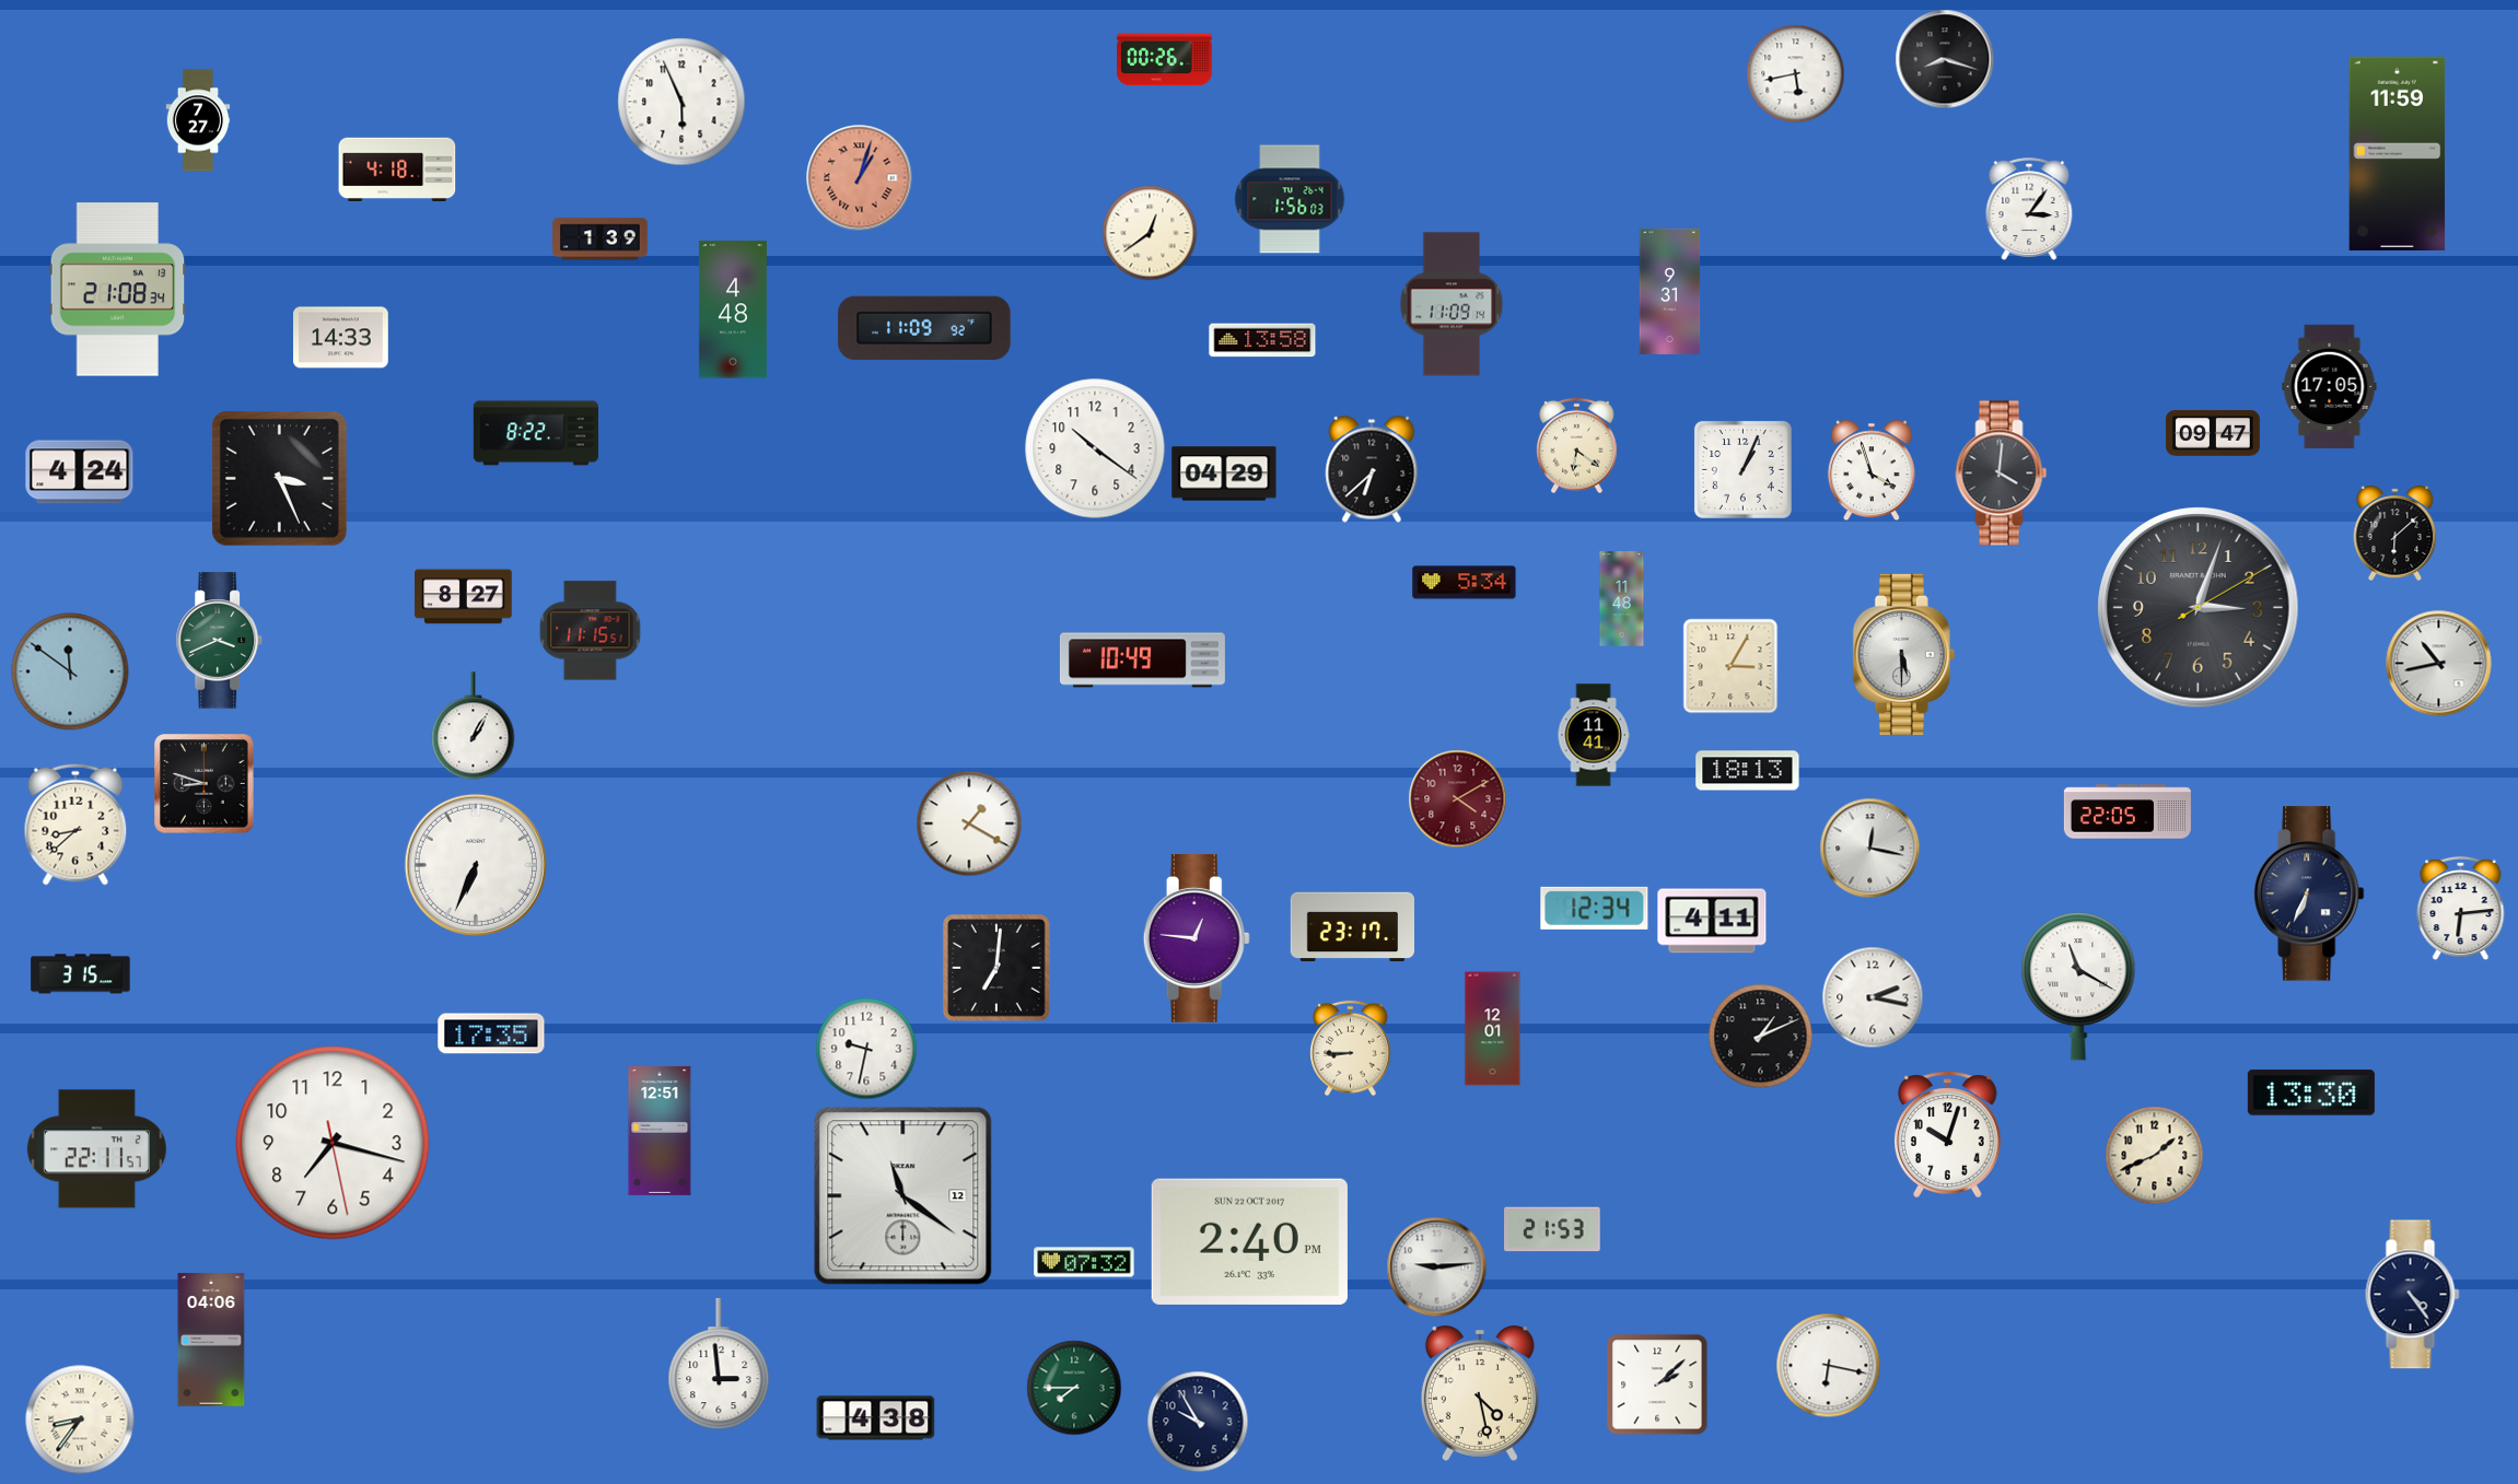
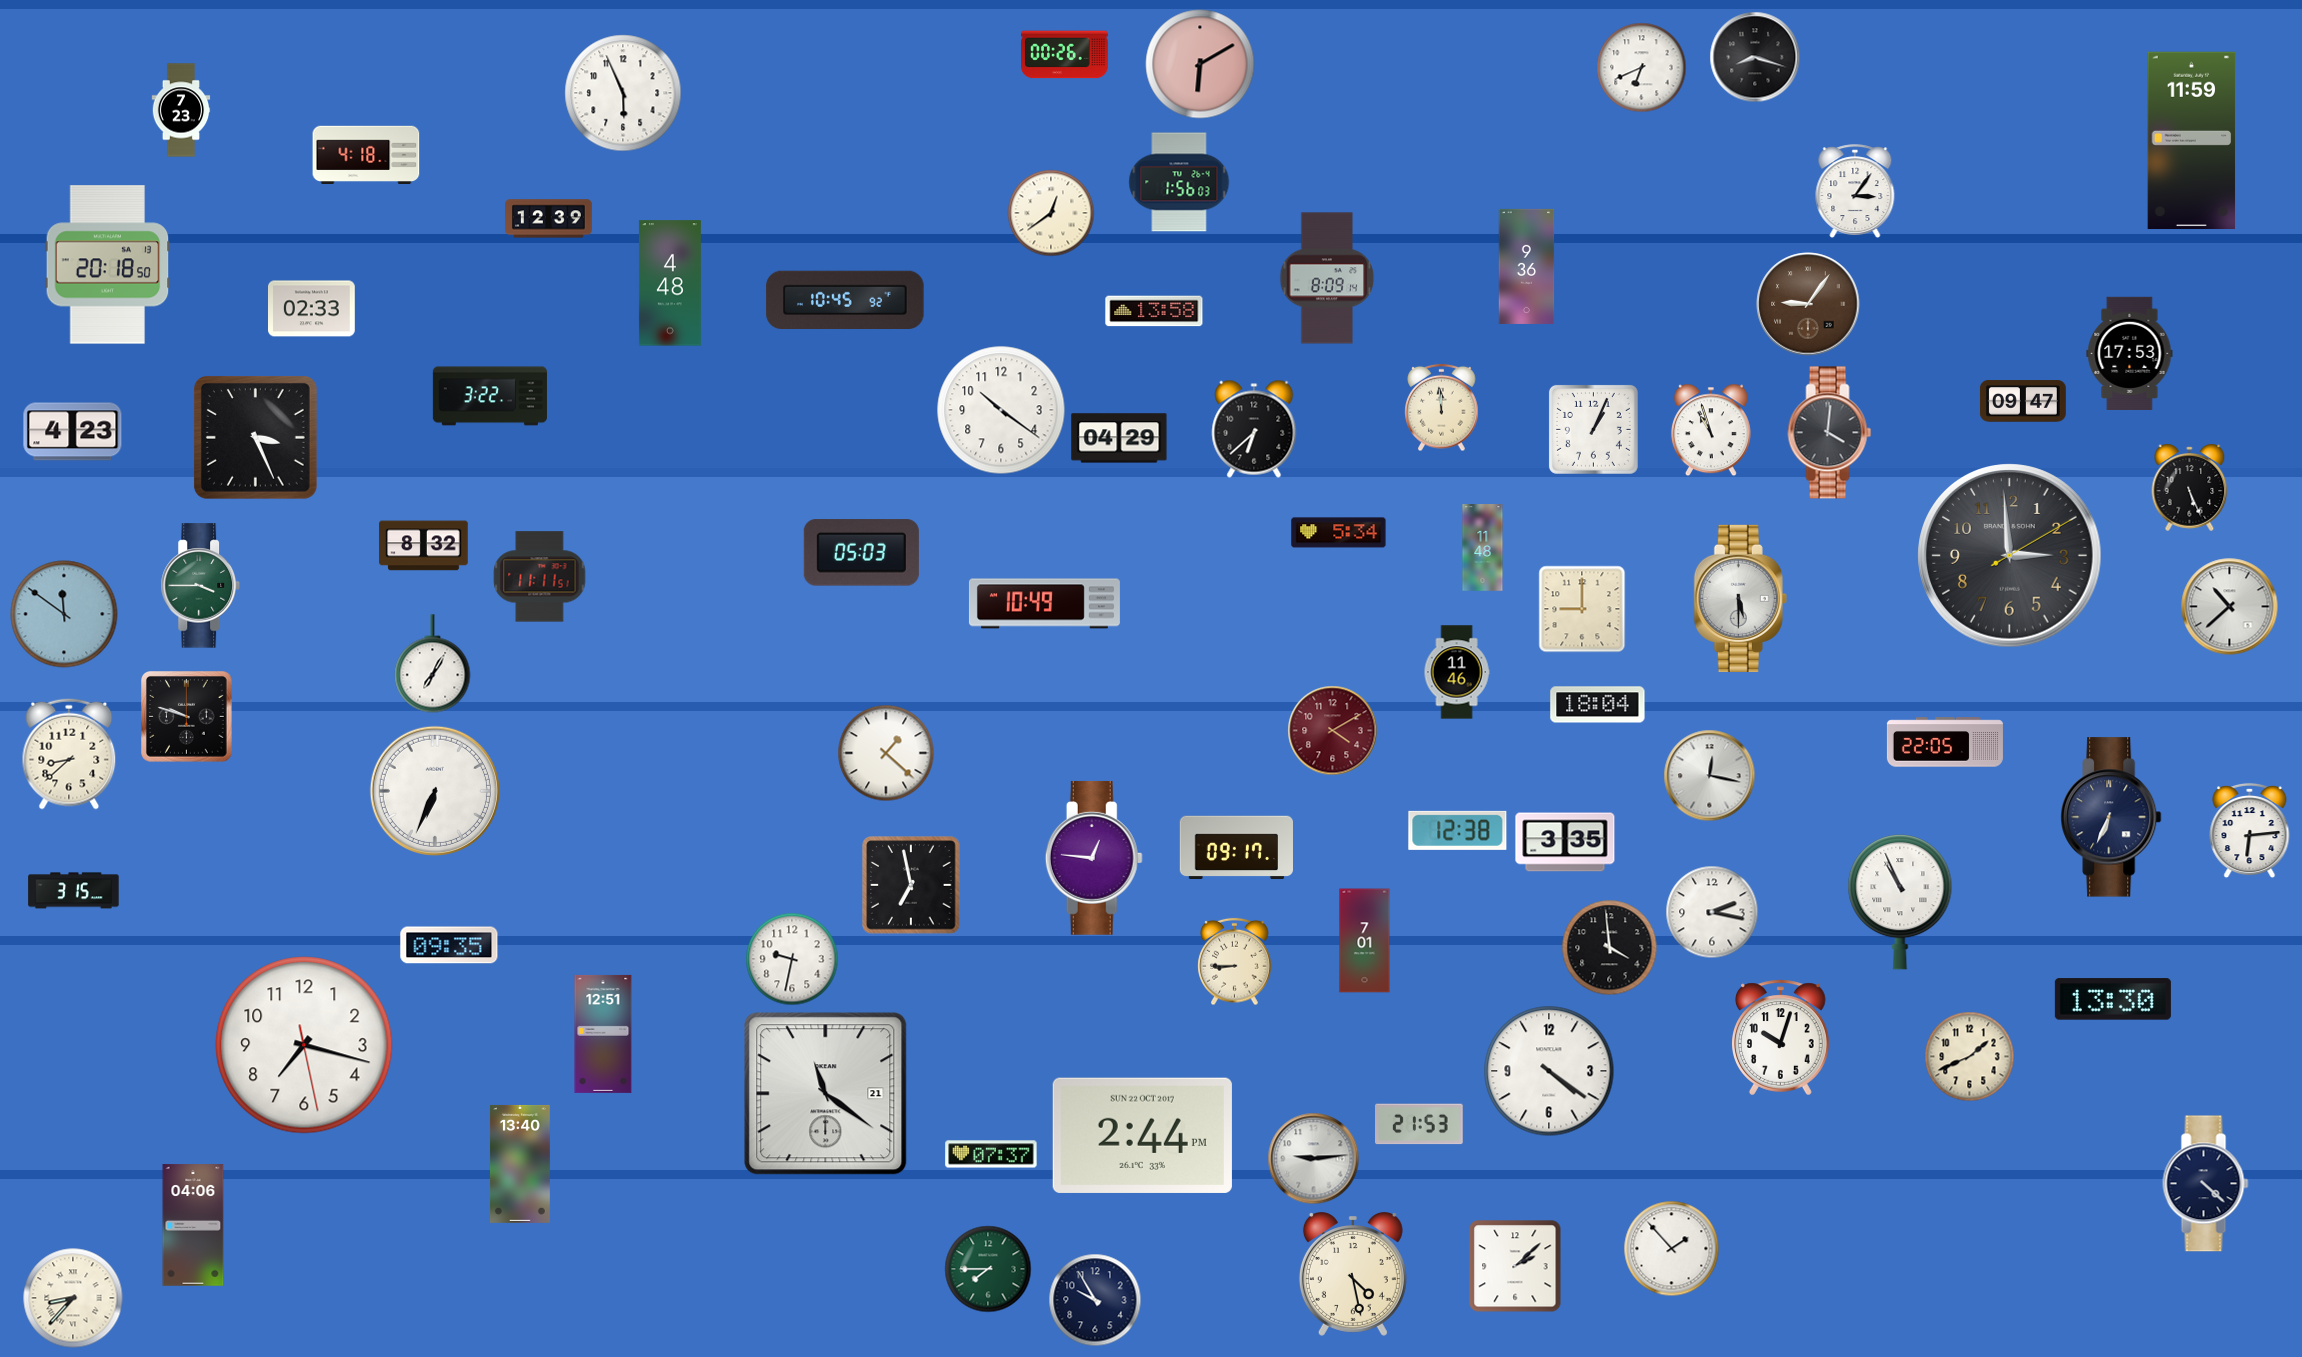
clock at (1945, 59) position: (1945, 59) -> (1755, 57)
clock at (1200, 64): none -> 6:10
clock at (1796, 74): 5:43 -> 6:41
clock at (198, 120): 7:27 -> 7:23
clock at (397, 168) position: (397, 168) -> (366, 154)
clock at (860, 178): 1:03 -> none
clock at (601, 239): 1:39 -> 12:39
clock at (118, 290): 21:08 -> 20:18
clock at (1670, 291): 9:31 -> 9:36
clock at (1452, 304): 11:09 -> 8:09
clock at (924, 327): 11:09 -> 10:45
clock at (1808, 304): none -> 9:06
clock at (341, 338): 14:33 -> 02:33
clock at (2330, 386): 17:05 -> 17:53
clock at (536, 433): 8:22 -> 3:22
clock at (2213, 433) position: (2213, 433) -> (2023, 401)
clock at (1577, 446): 6:21 -> 11:59
clock at (1872, 470): 3:57 -> 10:57
clock at (80, 472): 4:24 -> 4:23
clock at (1224, 474) position: (1224, 474) -> (1119, 438)
clock at (2395, 533): 6:08 -> 5:26
clock at (464, 597): 8:27 -> 8:32
clock at (861, 553): none -> 05:03
clock at (2199, 608): 3:03 -> 2:59
clock at (591, 631): 11:15 -> 11:11
clock at (219, 641): 3:41 -> 3:45
clock at (2439, 664): 10:43 -> 10:38
clock at (1730, 666): 3:05 -> 9:00
clock at (474, 726): 1:05 -> 7:05
clock at (1594, 735): 11:41 -> 11:46
clock at (1748, 771): 18:13 -> 18:04
clock at (205, 784): 8:48 -> 9:48
clock at (969, 823): 1:20 -> 1:22
clock at (1595, 908): 12:34 -> 12:38
clock at (1712, 921): 4:11 -> 3:35
clock at (1352, 927): 23:17 -> 09:17
clock at (996, 968): 7:01 -> 6:58
clock at (2078, 986): 11:20 -> 10:56
clock at (1493, 1029): 12:01 -> 7:01
clock at (491, 1033): 17:35 -> 09:35
clock at (1761, 1037): 1:11 -> 3:59
clock at (1351, 1049) position: (1351, 1049) -> (1235, 962)
clock at (96, 1149): 22:11 -> none
clock at (1549, 1071): none -> 4:21
clock at (904, 1196) date: 12 -> 21
clock at (1249, 1241): 2:40 -> 2:44
clock at (1084, 1262): 07:32 -> 07:37
clock at (520, 1164): none -> 13:40
clock at (2413, 1295): 4:24 -> 4:22
clock at (719, 1364): 2:59 -> none
clock at (1829, 1366): 6:17 -> 1:53
clock at (1074, 1388) position: (1074, 1388) -> (988, 1269)
clock at (876, 1418): 4:38 -> none
clock at (80, 1419): 8:36 -> 8:37
